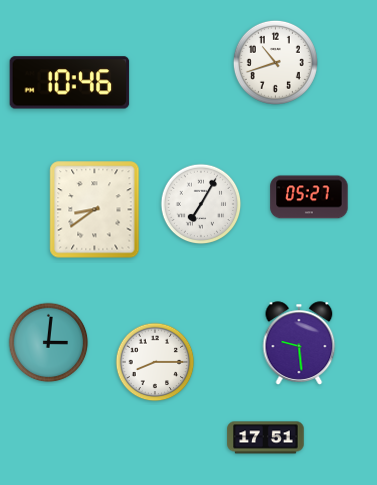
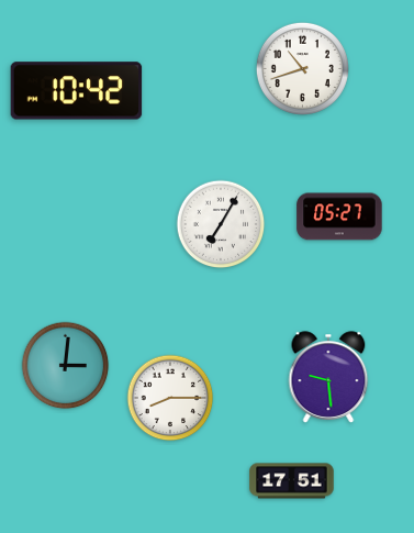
clock at (70, 83): 10:46 -> 10:42
clock at (95, 210): 8:39 -> none
clock at (49, 343) position: (49, 343) -> (66, 366)
